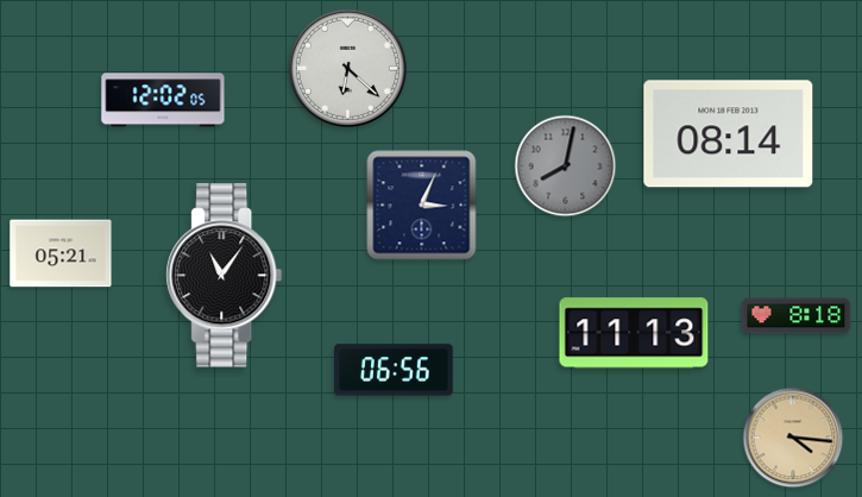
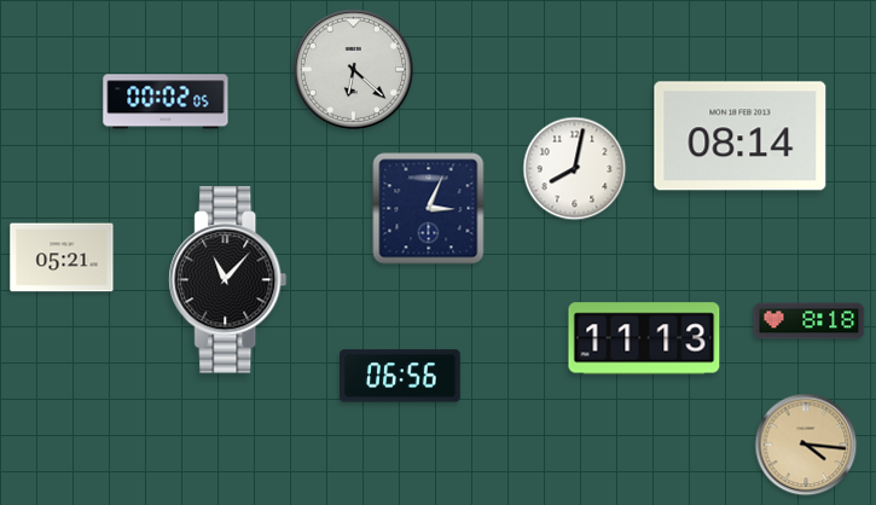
clock at (163, 100): 12:02 -> 00:02
clock at (566, 166) dial: grey -> white
clock at (225, 276): 11:06 -> 11:07
